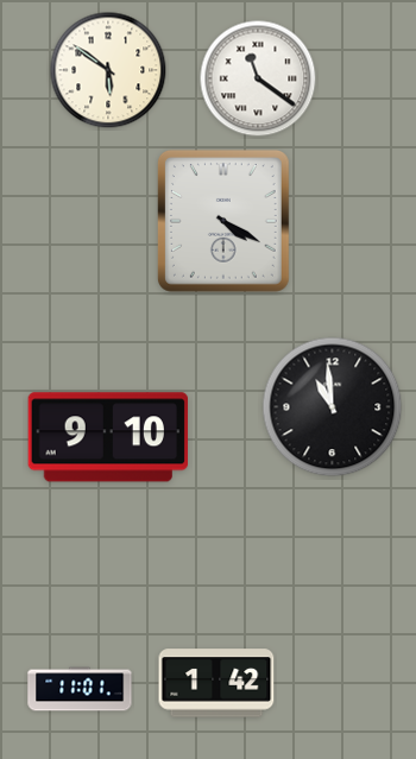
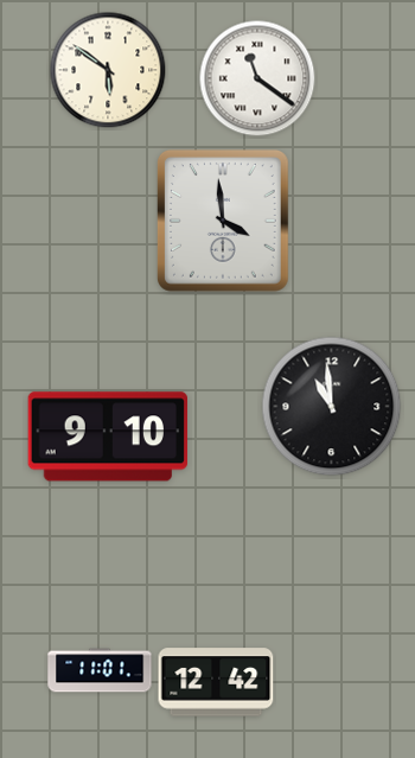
clock at (223, 221): 4:20 -> 3:59
clock at (216, 683): 1:42 -> 12:42
clock at (80, 689) position: (80, 689) -> (100, 670)
